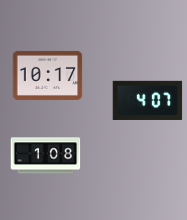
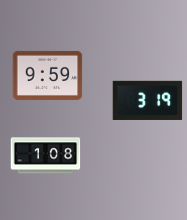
clock at (48, 75): 10:17 -> 9:59
clock at (148, 100): 4:07 -> 3:19
